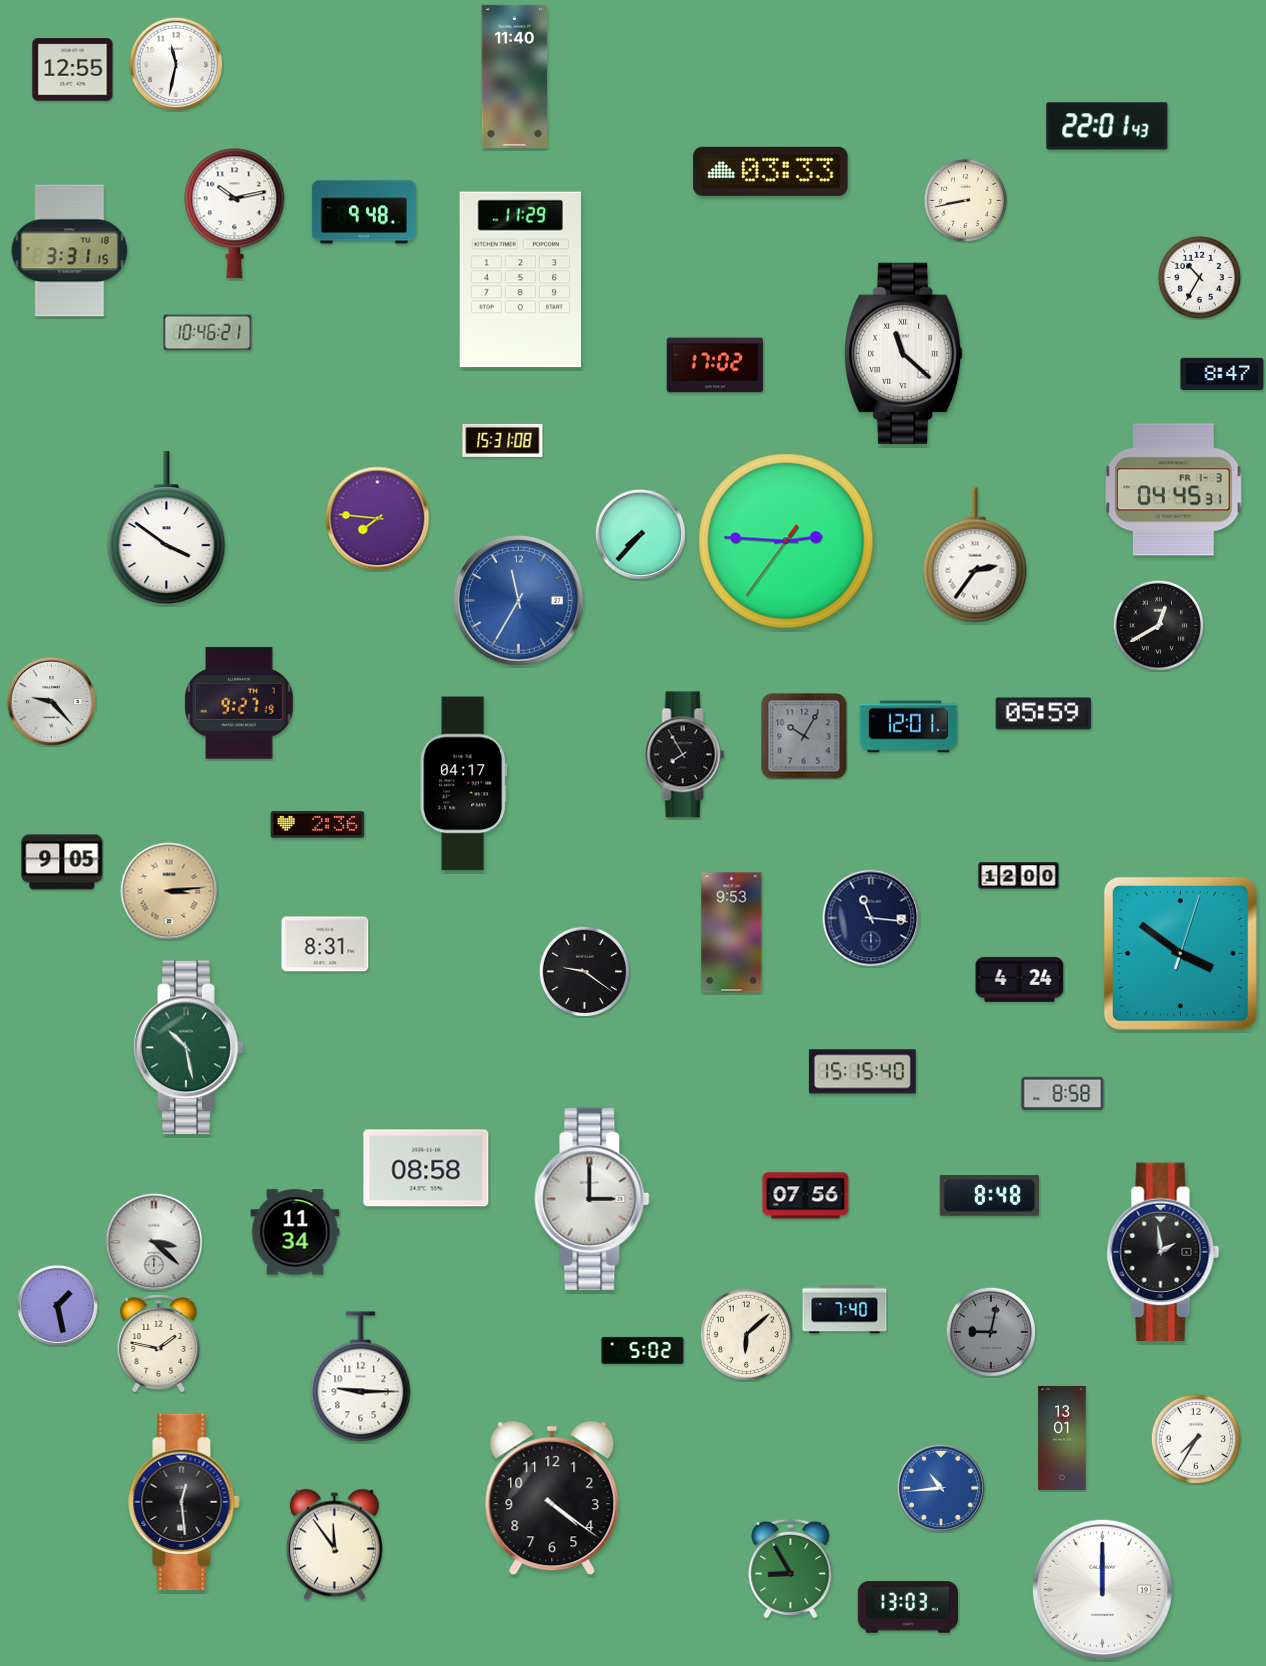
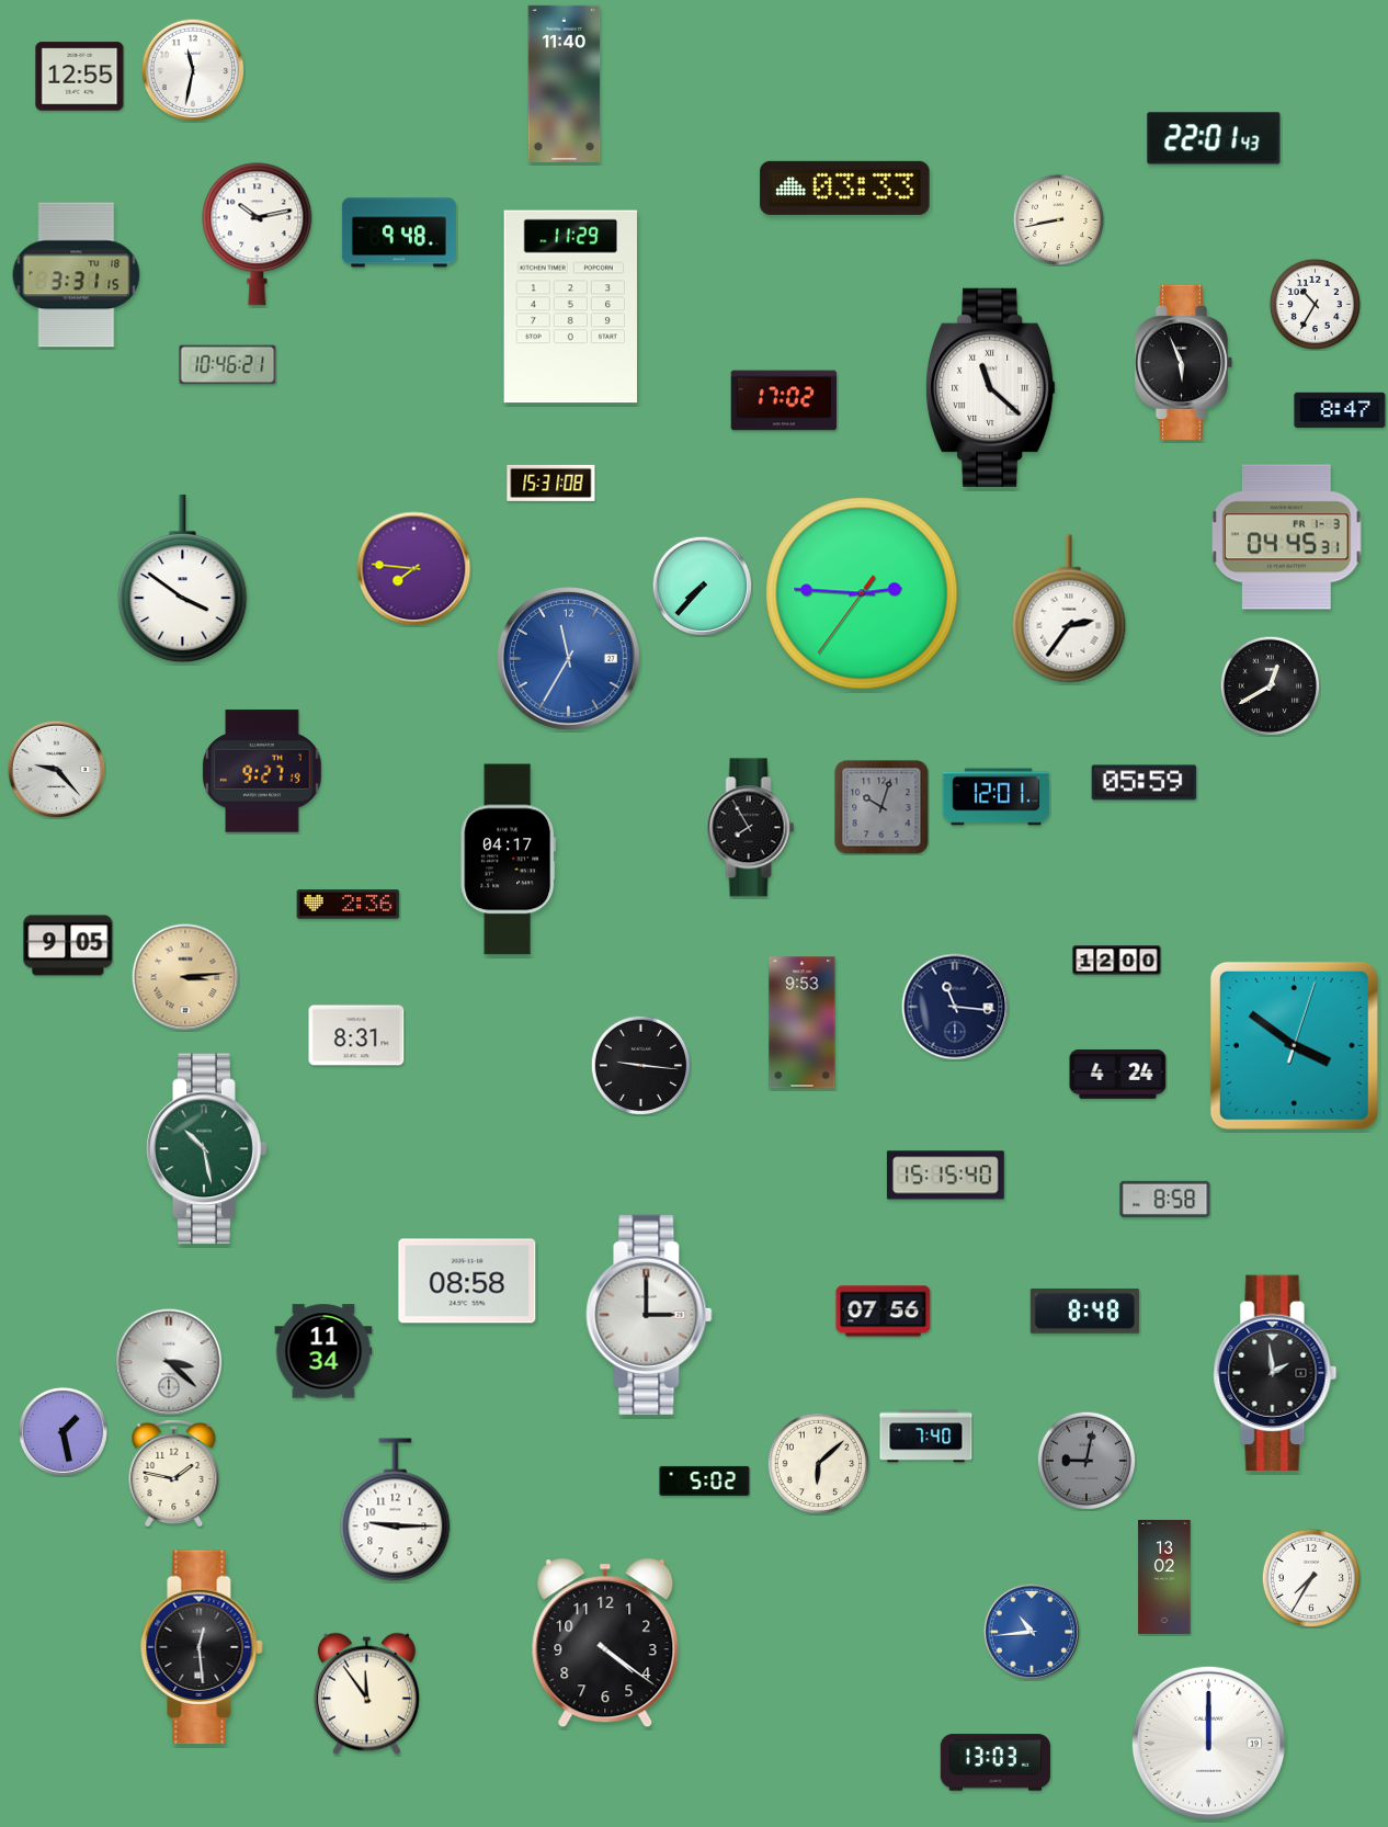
clock at (1183, 362): none -> 5:56
clock at (804, 736): 10:05 -> 10:03
clock at (584, 971): 9:21 -> 9:16
clock at (1062, 1438): 13:01 -> 13:02
clock at (791, 1568): 8:55 -> none
